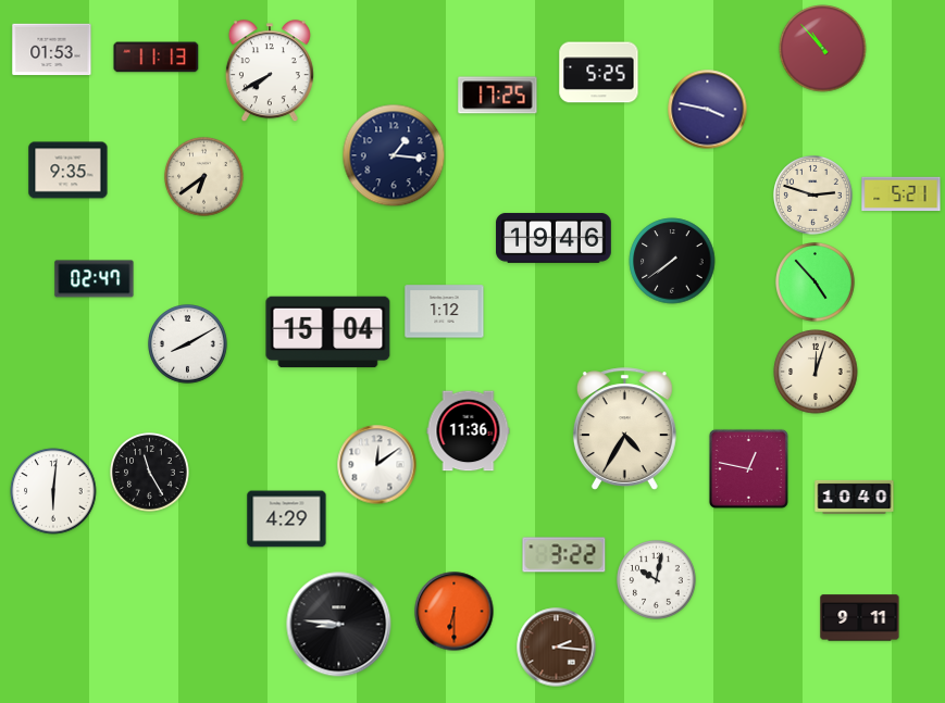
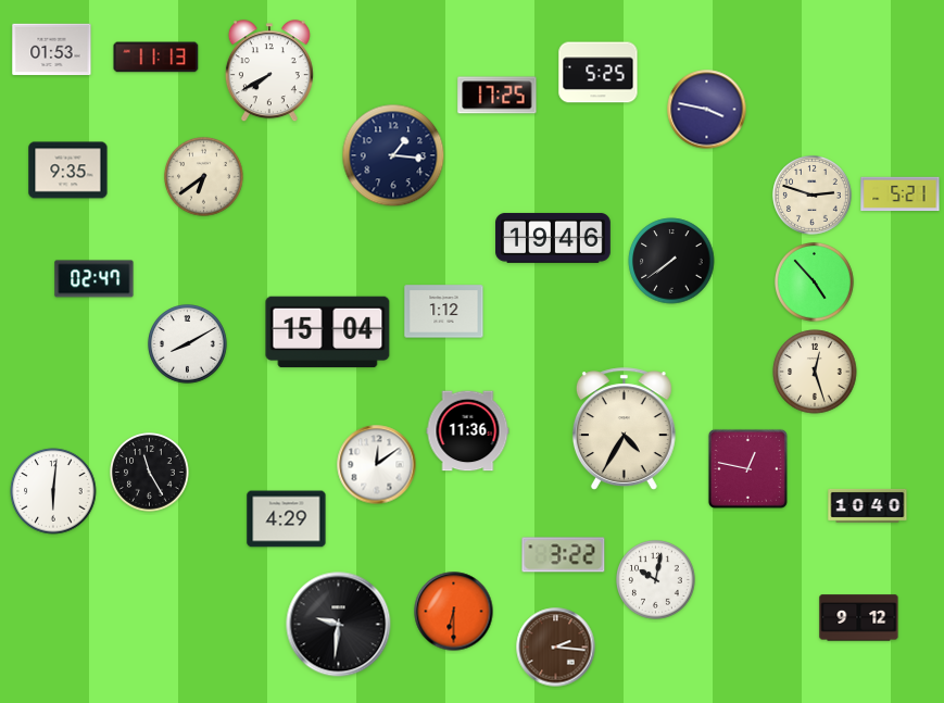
clock at (823, 49): 10:53 -> none
clock at (816, 372): 12:03 -> 12:27
clock at (855, 497) position: (855, 497) -> (868, 505)
clock at (860, 618): 9:11 -> 9:12
clock at (339, 625): 8:46 -> 9:31
